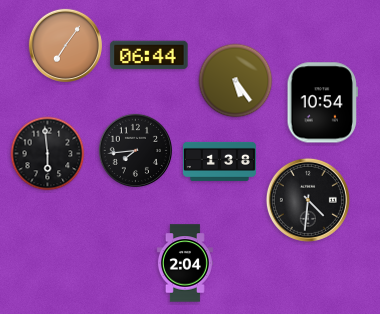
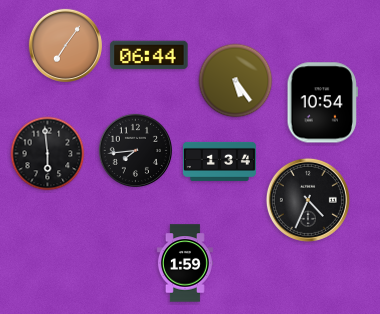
clock at (219, 161): 1:38 -> 1:34
clock at (308, 200): 4:31 -> 4:34
clock at (185, 263): 2:04 -> 1:59
